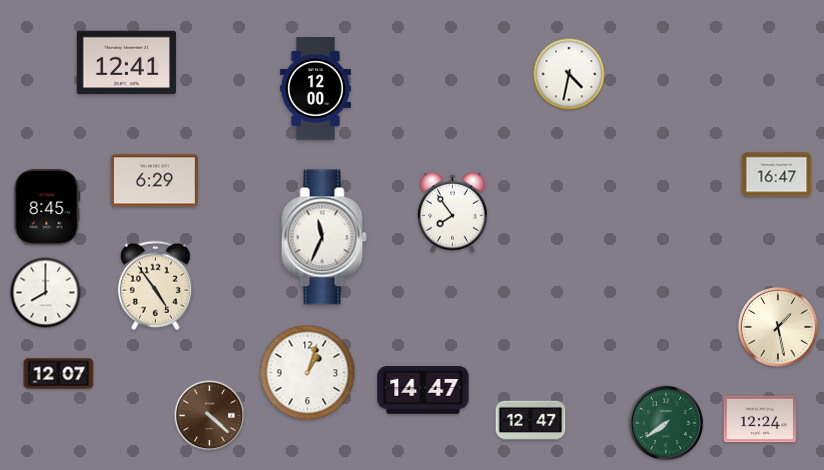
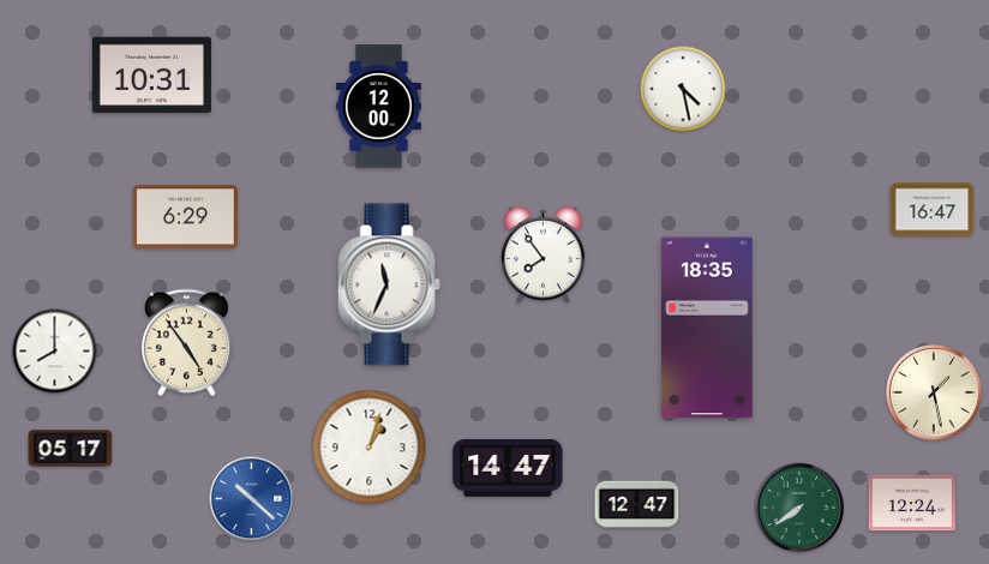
clock at (126, 63): 12:41 -> 10:31
clock at (569, 74): 4:32 -> 4:28
clock at (47, 207): 8:45 -> none
clock at (707, 328): none -> 18:35
clock at (59, 374): 12:07 -> 05:17
clock at (210, 416): 4:22 -> 10:22
clock at (210, 416) dial: brown -> blue
